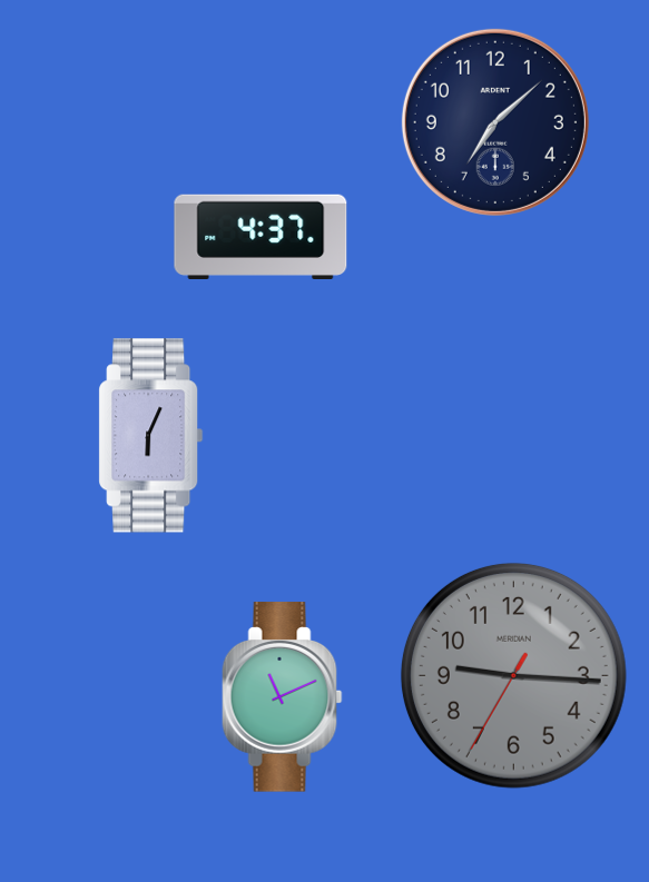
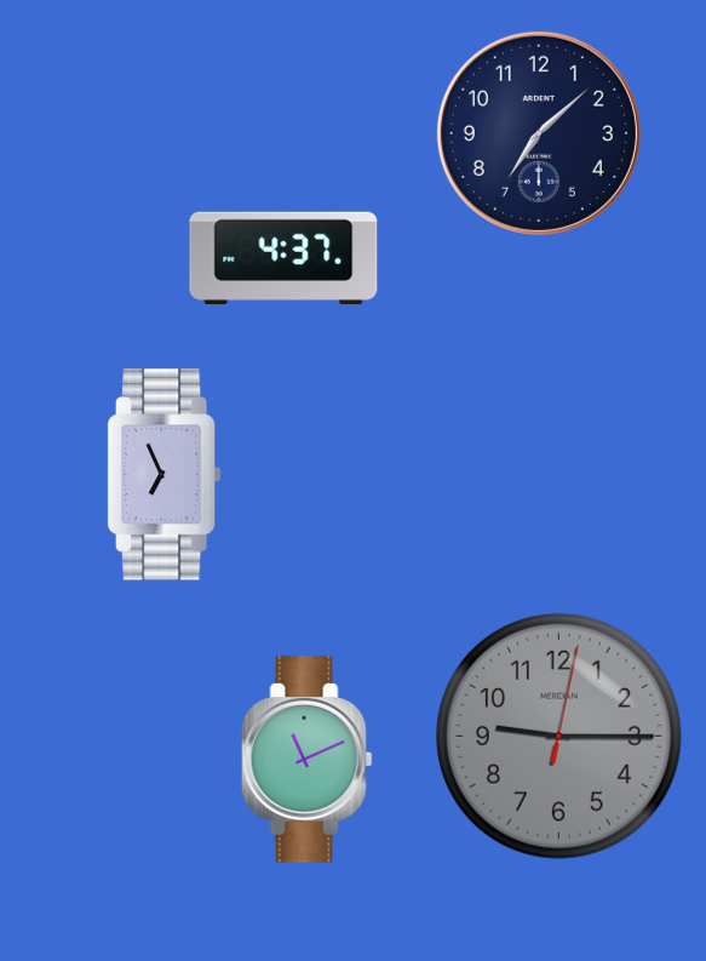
clock at (151, 436): 6:04 -> 6:56
clock at (513, 675): 9:15:35 -> 9:15:02
